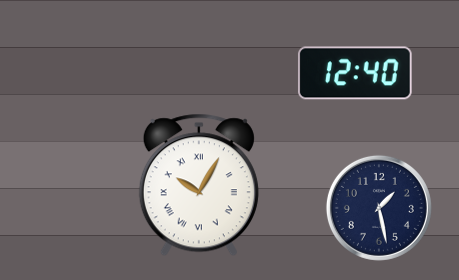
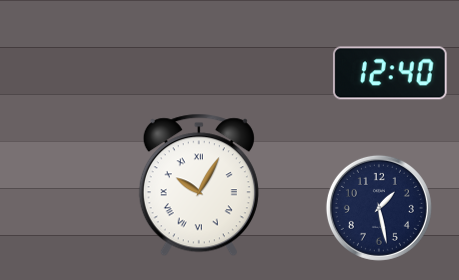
clock at (355, 73) position: (355, 73) -> (390, 73)
